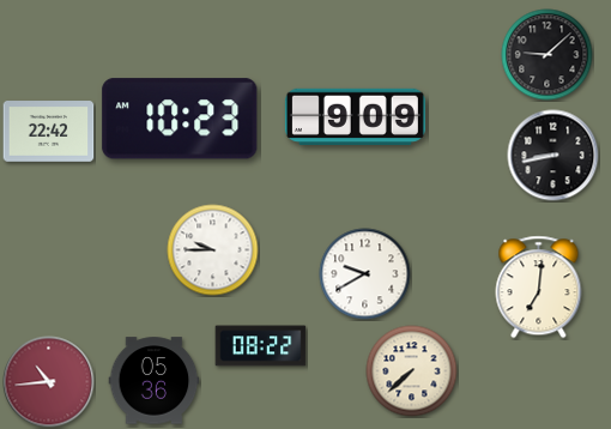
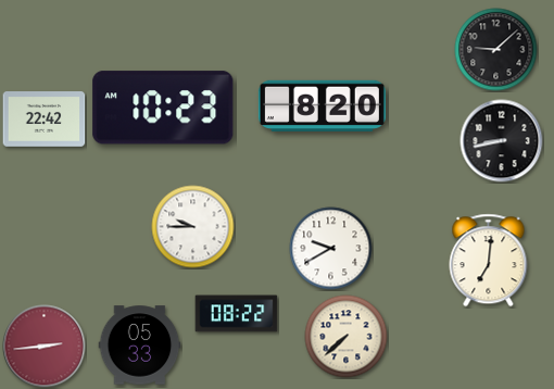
clock at (355, 116): 9:09 -> 8:20
clock at (412, 371) position: (412, 371) -> (347, 337)
clock at (155, 381): 05:36 -> 05:33
clock at (49, 382): 10:44 -> 2:44
